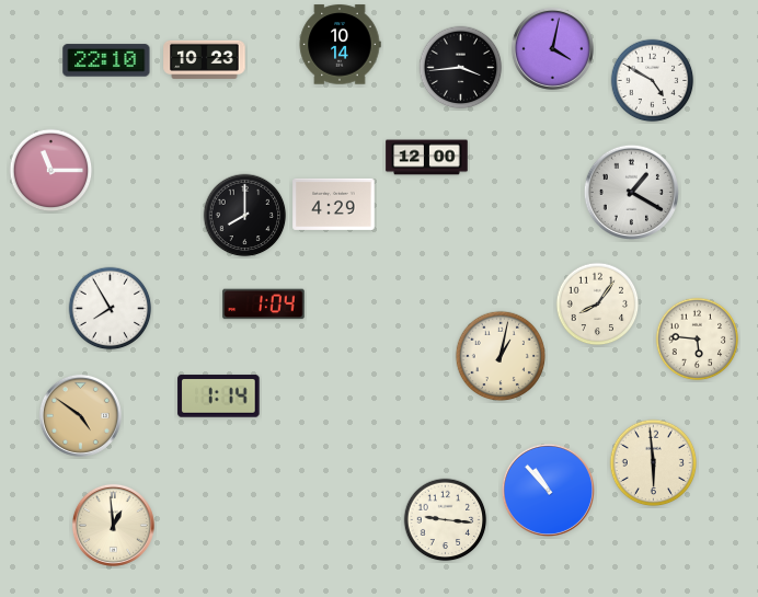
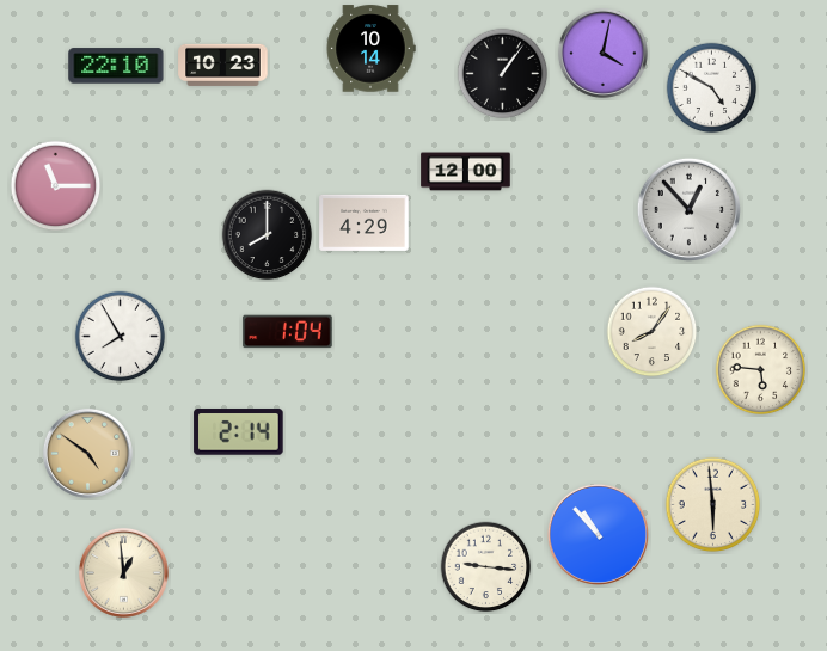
clock at (461, 68): 3:44 -> 1:06
clock at (631, 192): 1:20 -> 12:53
clock at (501, 356): 1:02 -> none
clock at (219, 397): 1:14 -> 2:14
